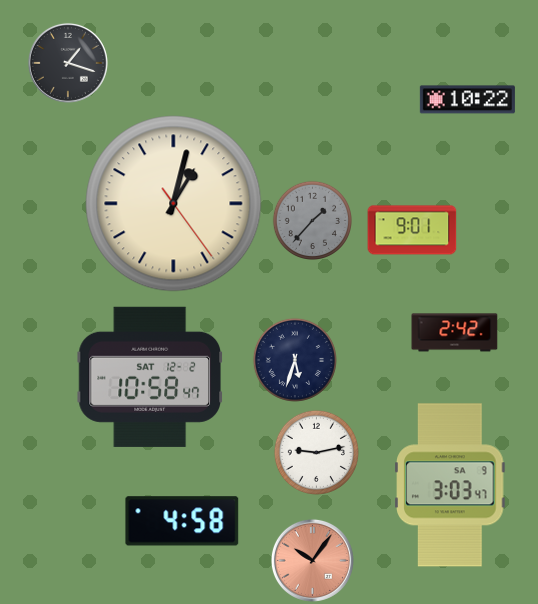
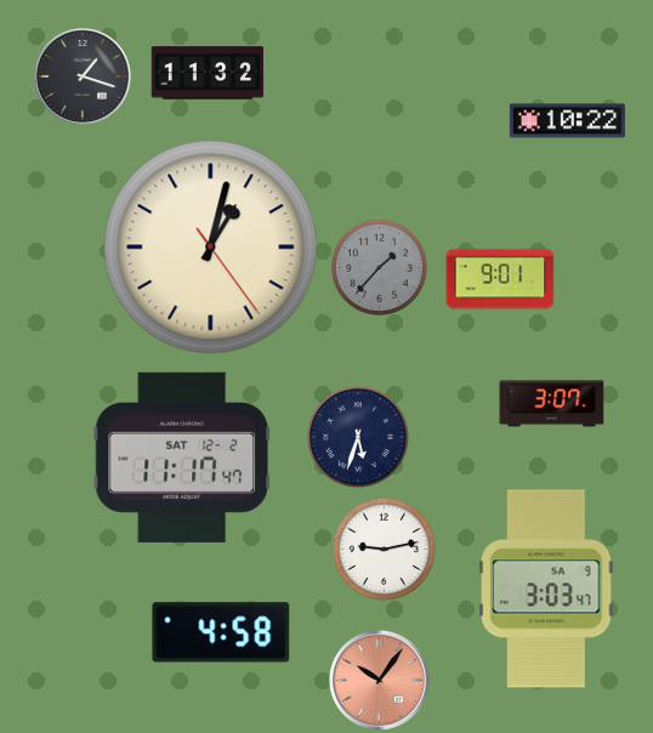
clock at (208, 73): none -> 11:32
clock at (455, 333): 2:42 -> 3:07
clock at (149, 377): 10:58 -> 11:17
